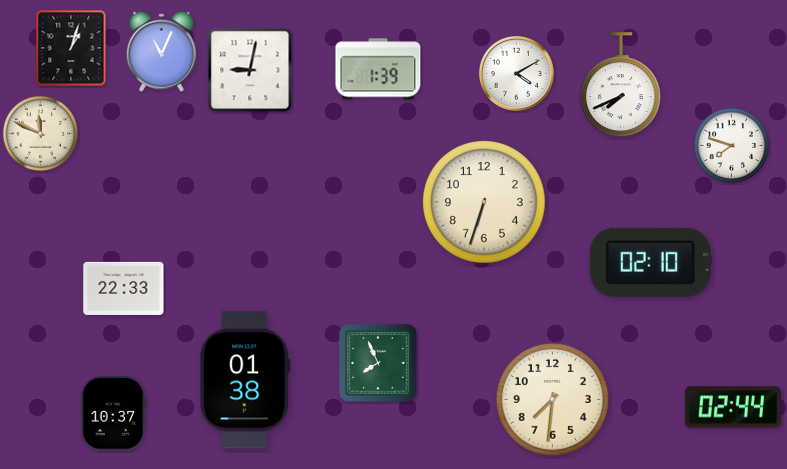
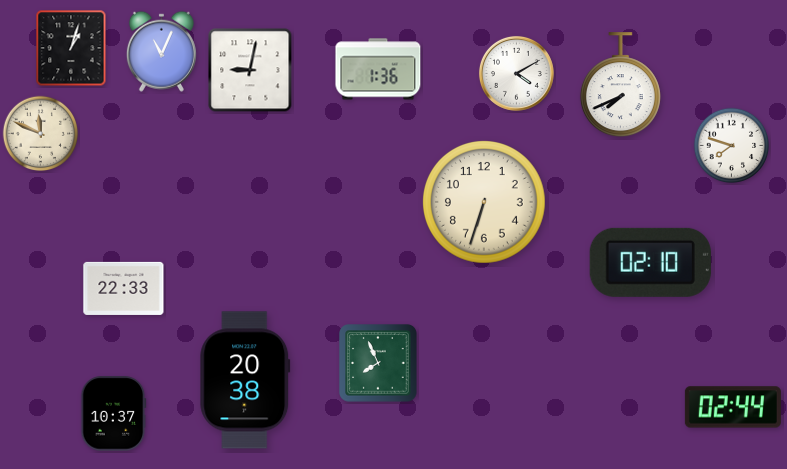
clock at (378, 69): 1:39 -> 1:36
clock at (245, 380): 01:38 -> 20:38
clock at (552, 399): 7:31 -> none
